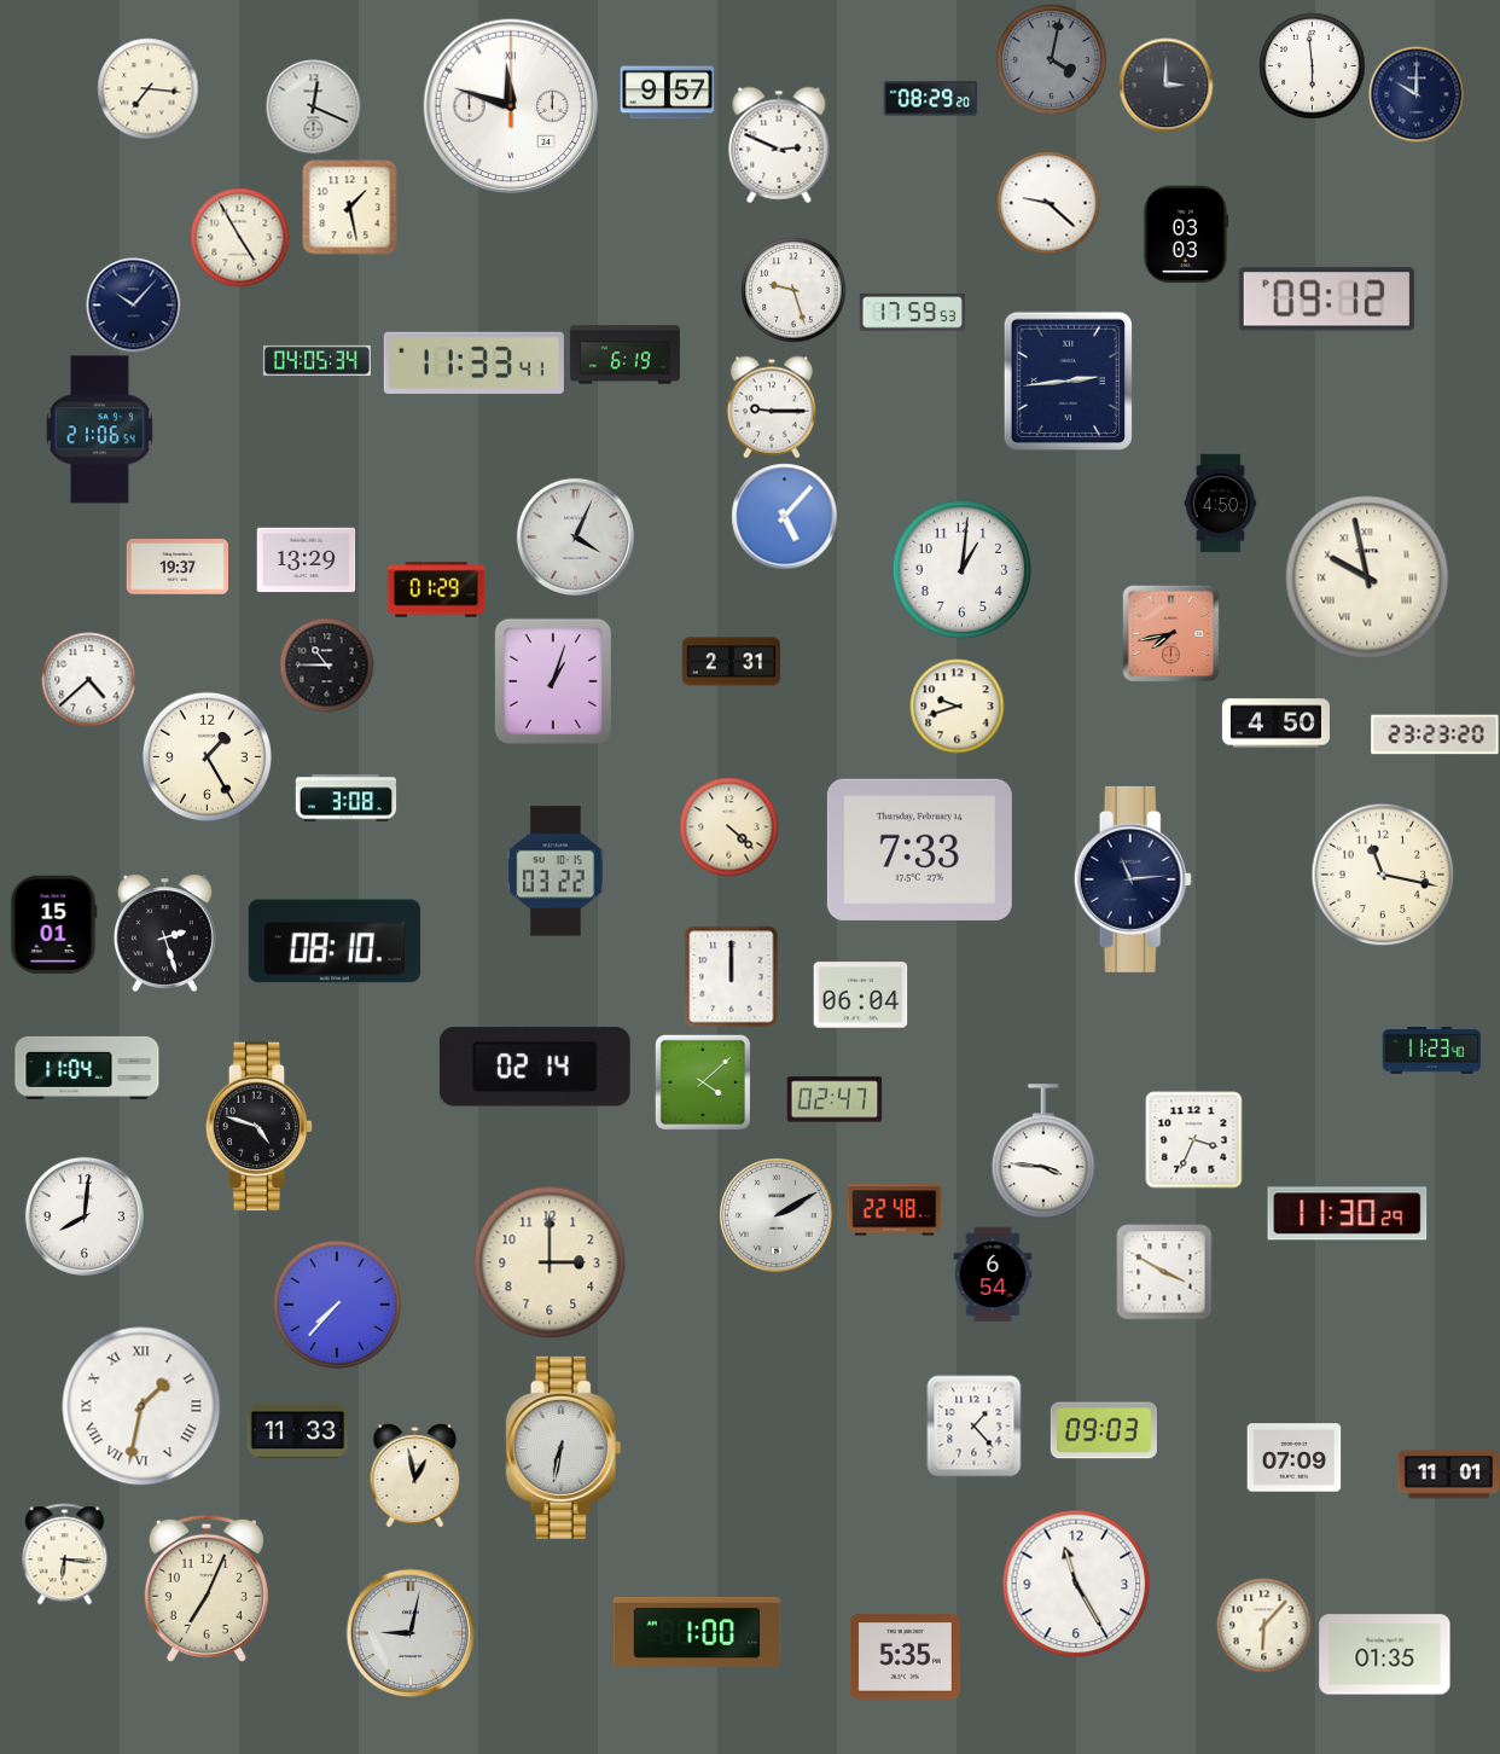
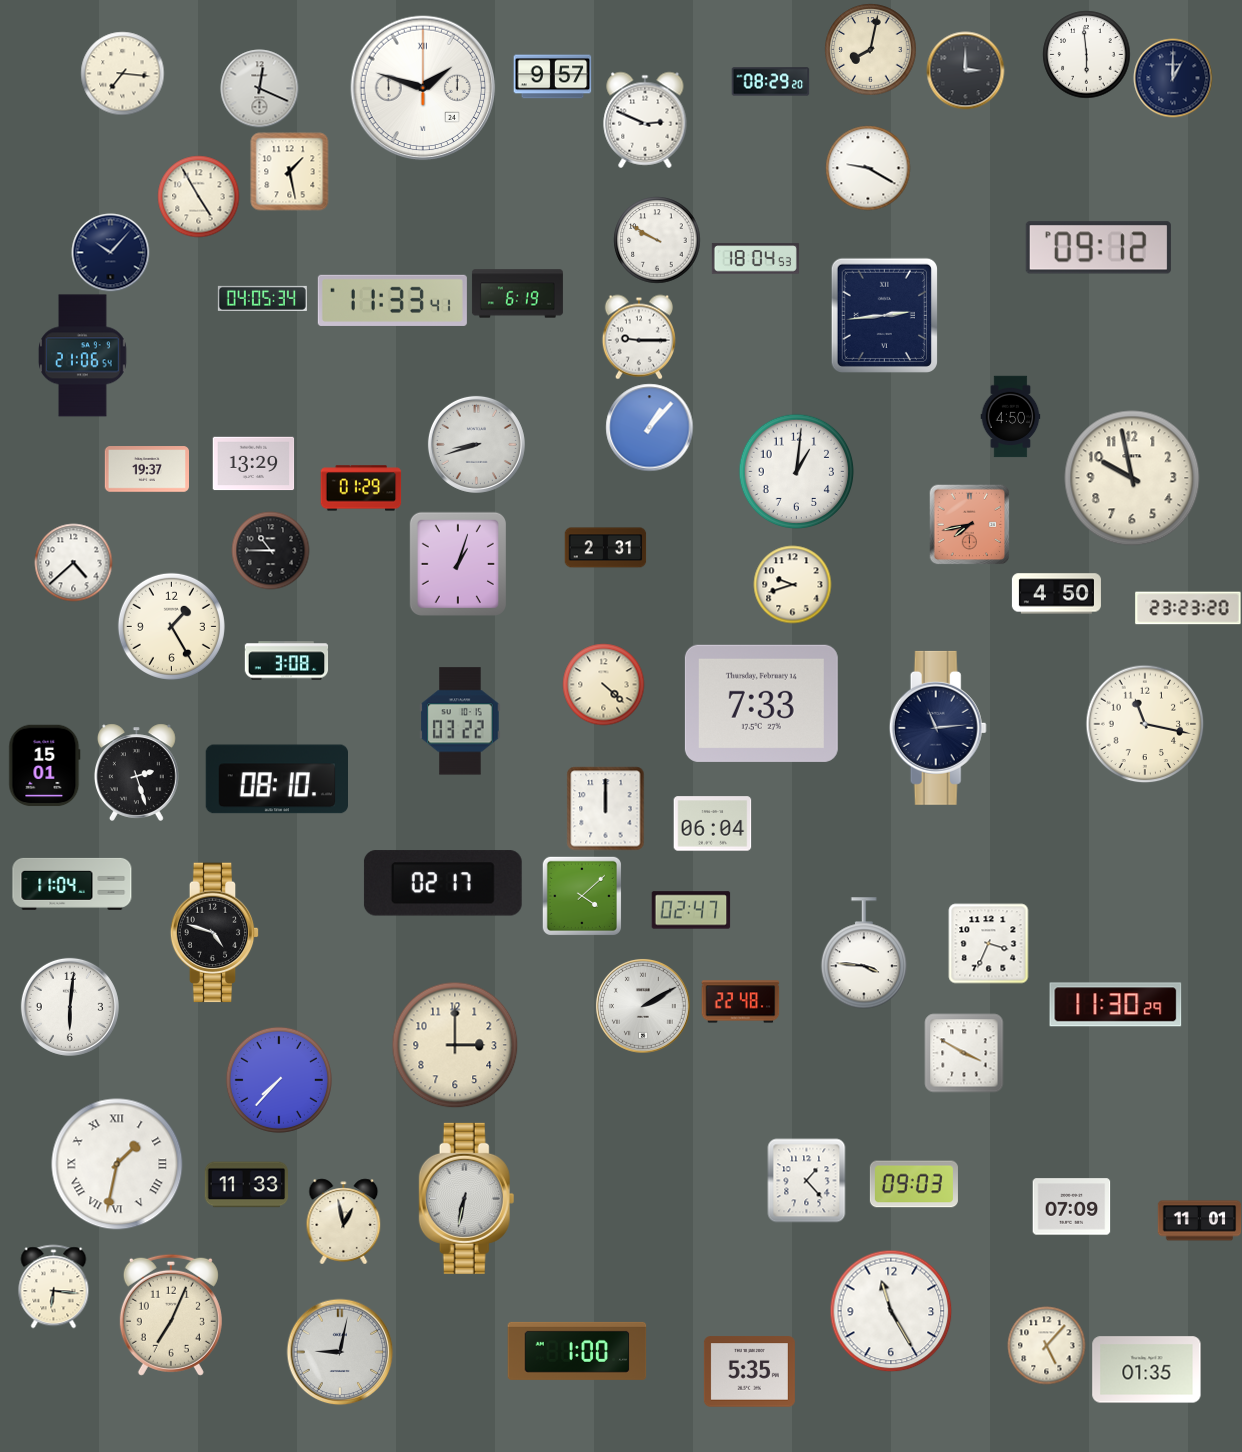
clock at (1051, 59): 4:02 -> 8:02
clock at (1051, 59) dial: grey -> cream
clock at (1417, 94): 10:00 -> 1:00
clock at (511, 106): 11:48 -> 1:48
clock at (1048, 203): 9:22 -> 9:20
clock at (1186, 234): 03:03 -> none
clock at (793, 290): 9:27 -> 9:50
clock at (912, 313): 17:59 -> 18:04
clock at (784, 516): 5:07 -> 1:07
clock at (575, 536): 4:04 -> 8:42
clock at (1367, 577) numerals: Roman -> Arabic
clock at (1275, 724) position: (1275, 724) -> (1056, 594)
clock at (1431, 1051): 11:23 -> none
clock at (535, 1067): 02:14 -> 02:17
clock at (85, 1216): 8:01 -> 6:01
clock at (993, 1274): 6:54 -> none
clock at (1263, 1625): 6:07 -> 5:07
